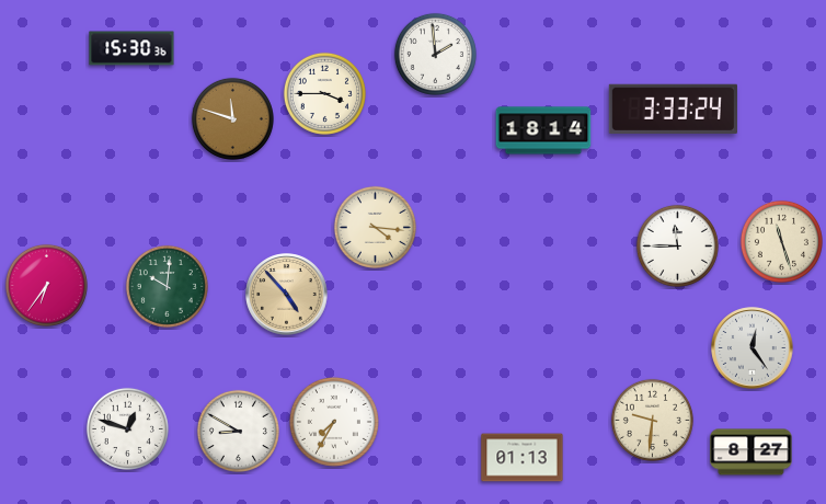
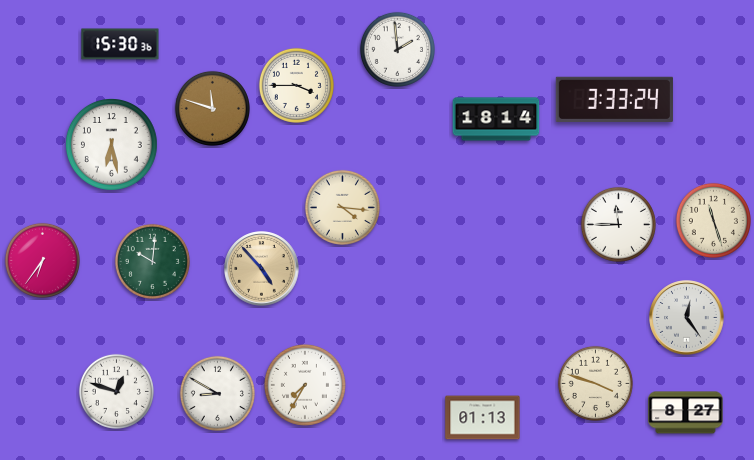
clock at (112, 145): none -> 6:28
clock at (652, 420): 9:31 -> 3:48
clock at (523, 458) position: (523, 458) -> (483, 418)
